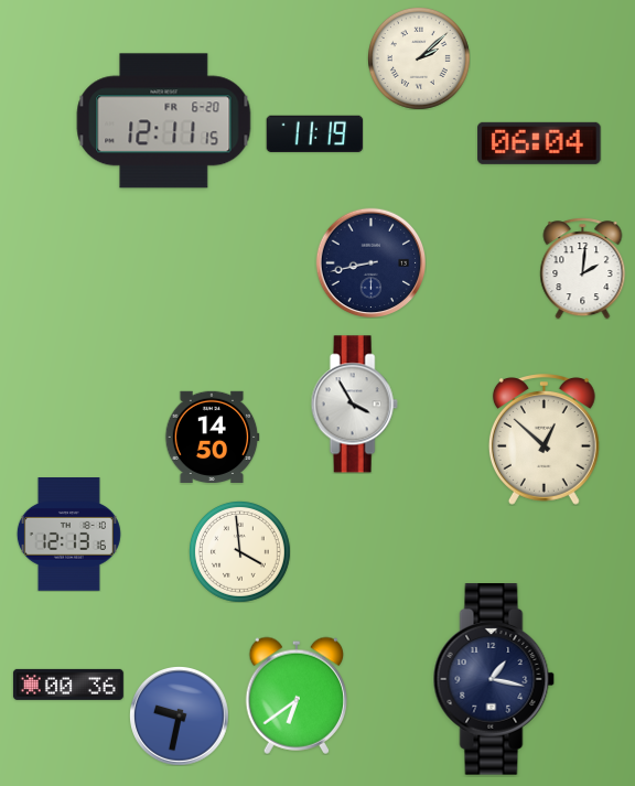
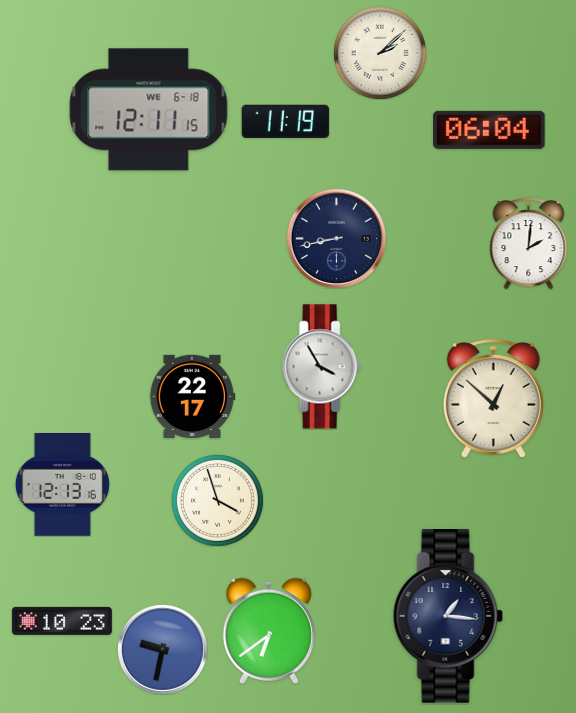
clock at (164, 121) date: FR 6-20 -> WE 6-18
clock at (212, 437): 14:50 -> 22:17
clock at (239, 551): 3:59 -> 3:57
clock at (494, 679): 1:17 -> 1:16
clock at (68, 685): 00:36 -> 10:23
